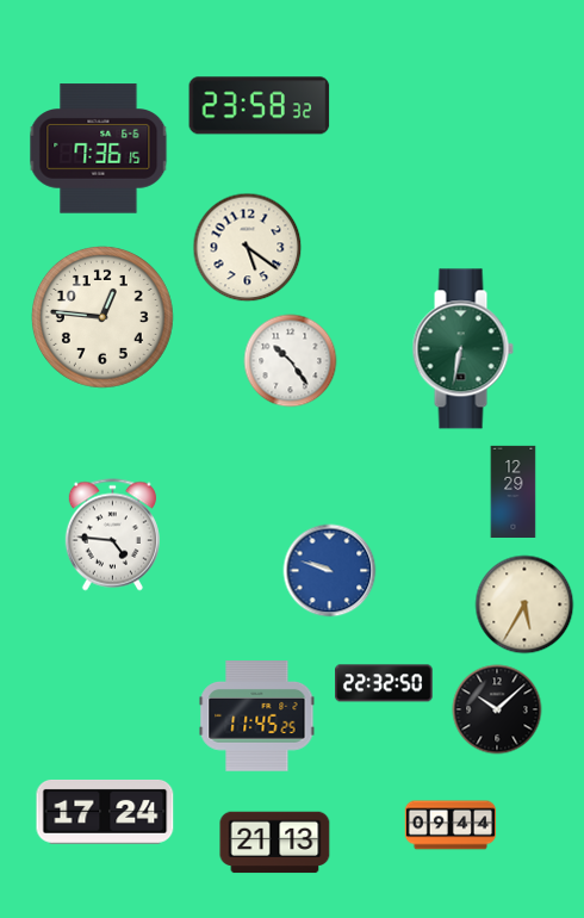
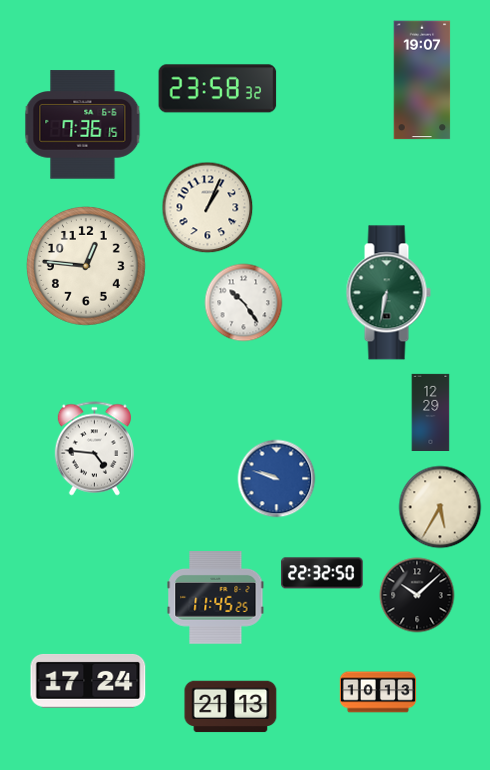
clock at (422, 80): none -> 19:07
clock at (248, 248): 5:21 -> 1:04
clock at (257, 717) position: (257, 717) -> (216, 598)
clock at (451, 825): 09:44 -> 10:13
